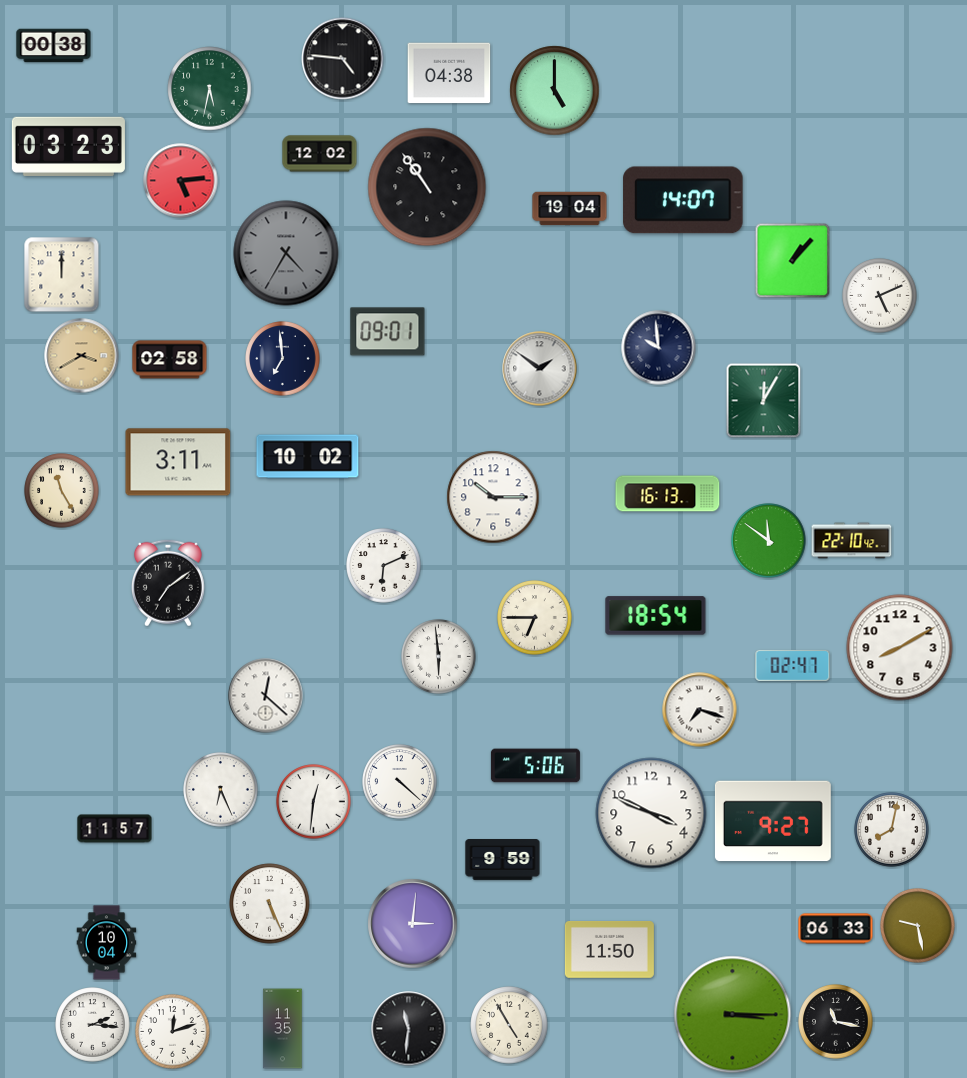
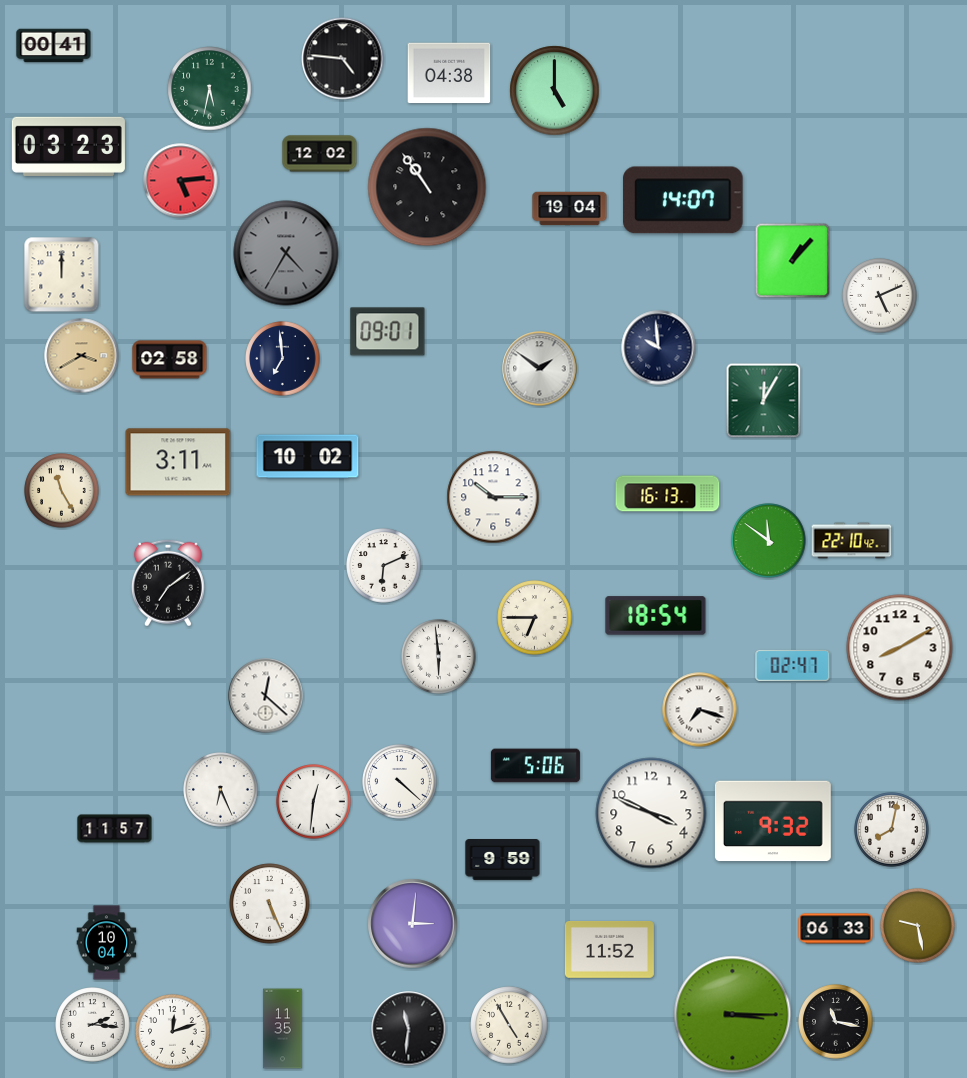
clock at (54, 46): 00:38 -> 00:41
clock at (773, 821): 9:27 -> 9:32
clock at (609, 950): 11:50 -> 11:52
